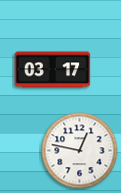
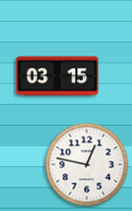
clock at (53, 70): 03:17 -> 03:15
